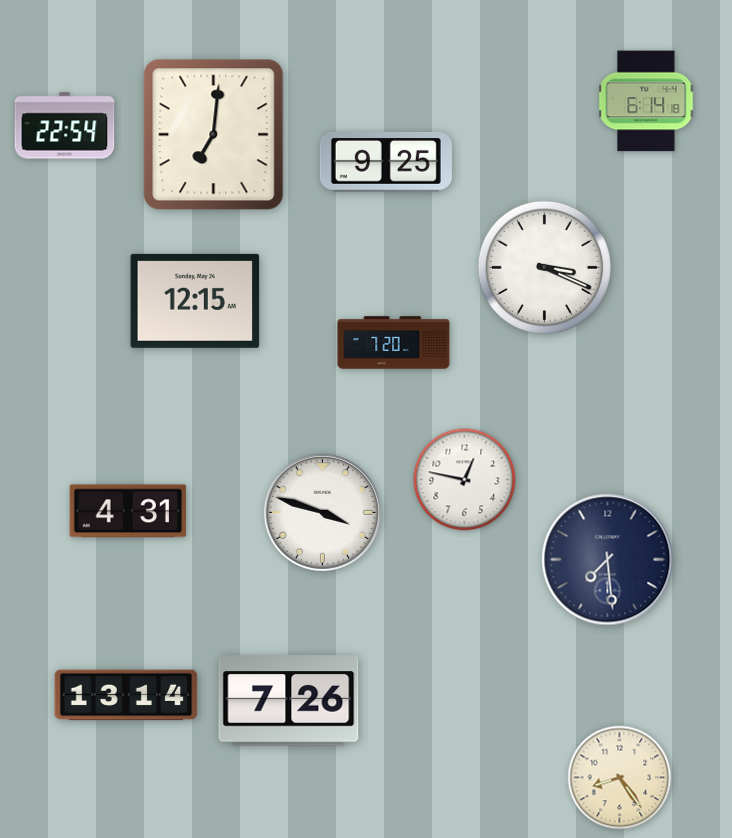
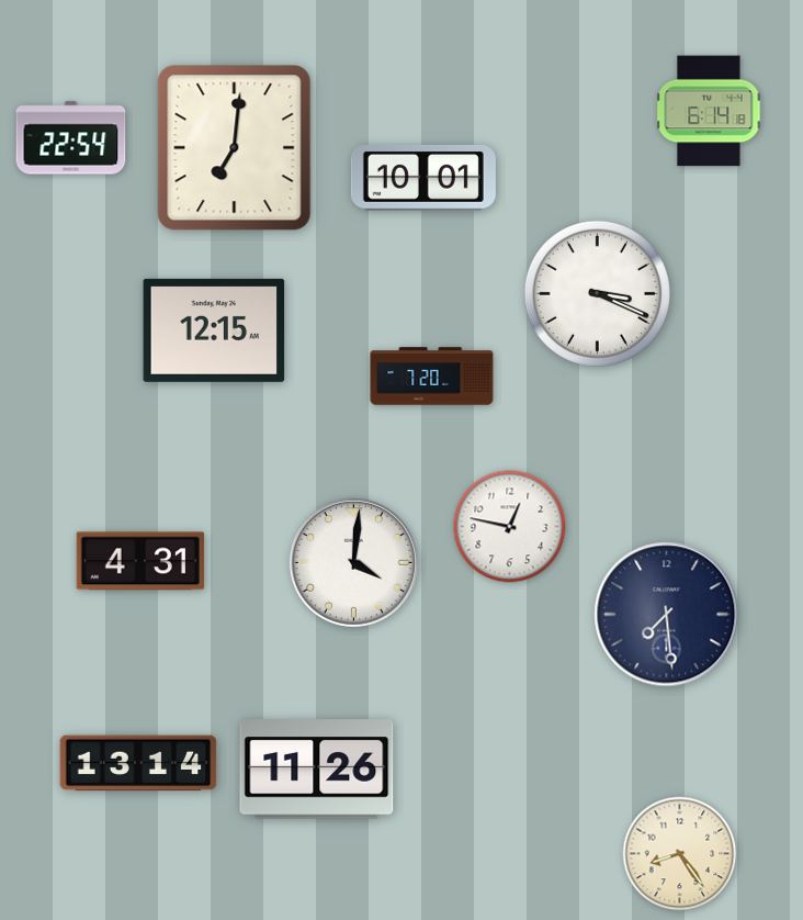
clock at (386, 162): 9:25 -> 10:01
clock at (322, 512): 3:48 -> 4:01
clock at (289, 701): 7:26 -> 11:26
